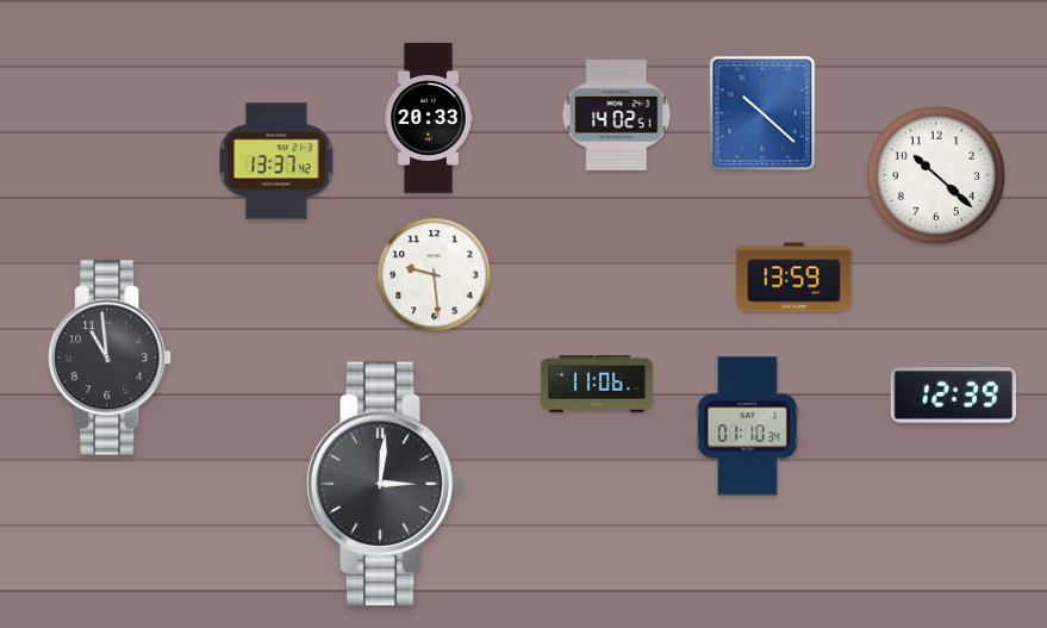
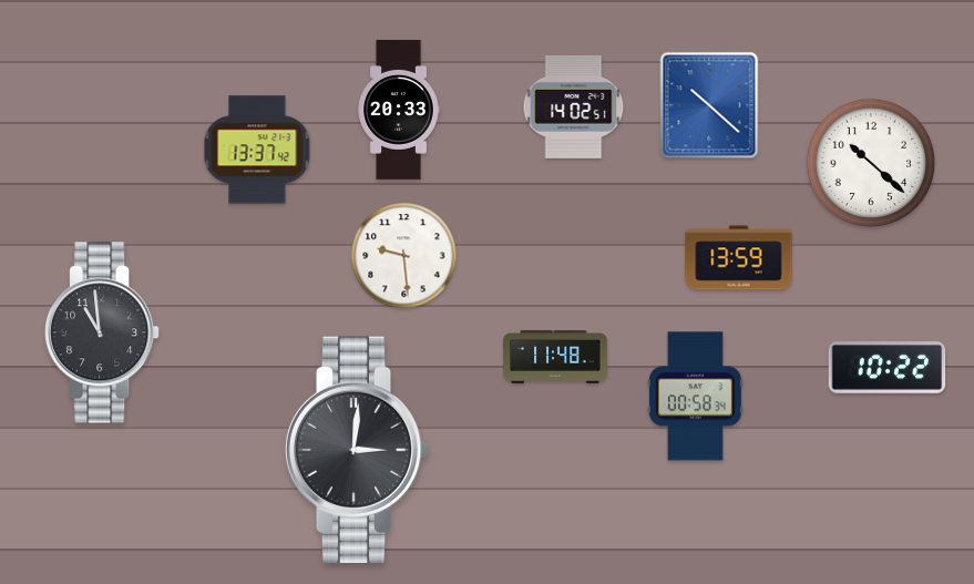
clock at (597, 385): 11:06 -> 11:48
clock at (954, 396): 12:39 -> 10:22
clock at (747, 427): 01:10 -> 00:58
